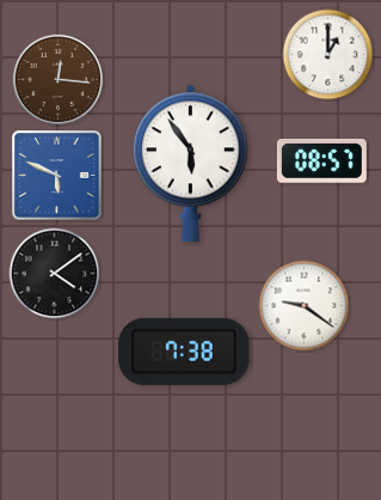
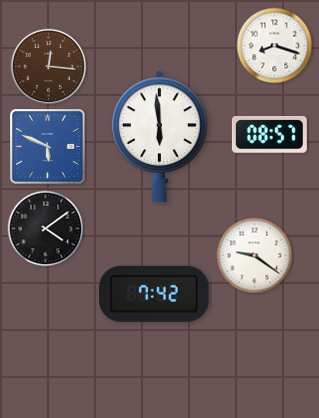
clock at (328, 55): 1:00 -> 8:18
clock at (191, 163): 5:54 -> 5:59
clock at (184, 352): 7:38 -> 7:42
